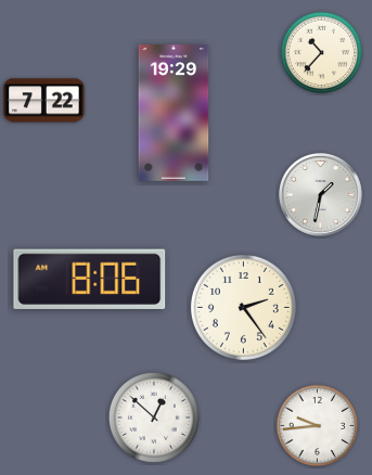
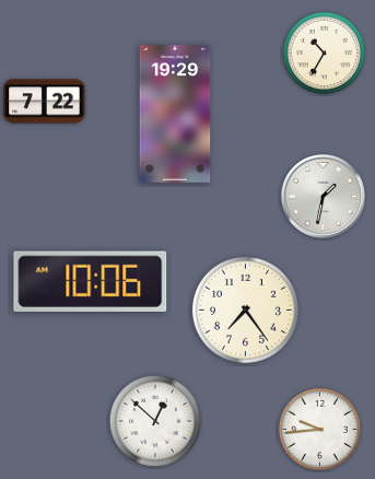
clock at (321, 52): 10:37 -> 10:35
clock at (90, 279): 8:06 -> 10:06
clock at (243, 307): 2:24 -> 7:24
